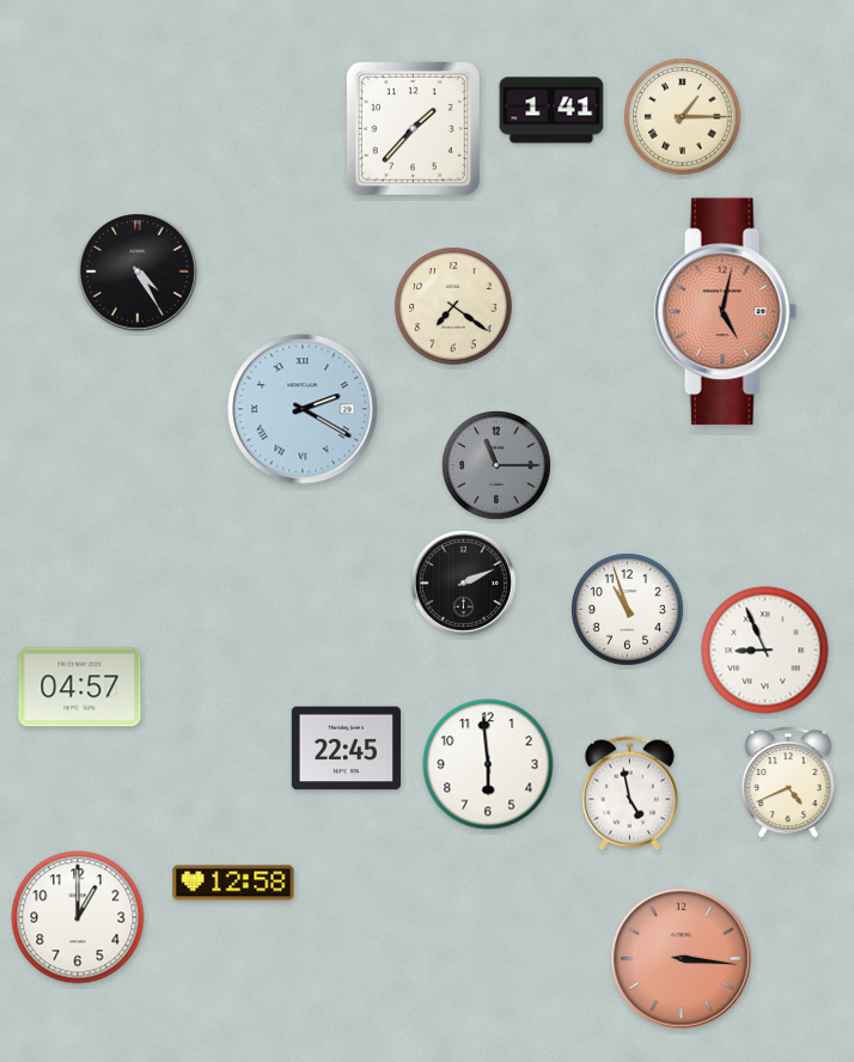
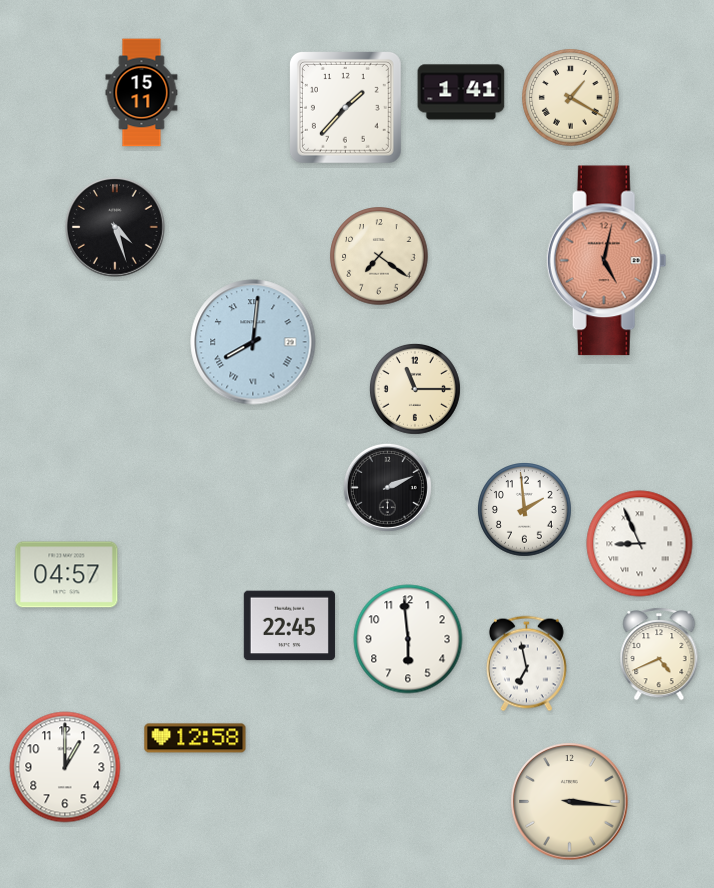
clock at (142, 93): none -> 15:11
clock at (683, 117): 1:15 -> 1:20
clock at (139, 273): 4:25 -> 4:27
clock at (303, 409): 2:20 -> 8:01
clock at (496, 465) dial: grey -> cream
clock at (628, 610): 10:57 -> 1:59
clock at (629, 794): 4:58 -> 6:58
clock at (682, 959) dial: salmon -> cream
